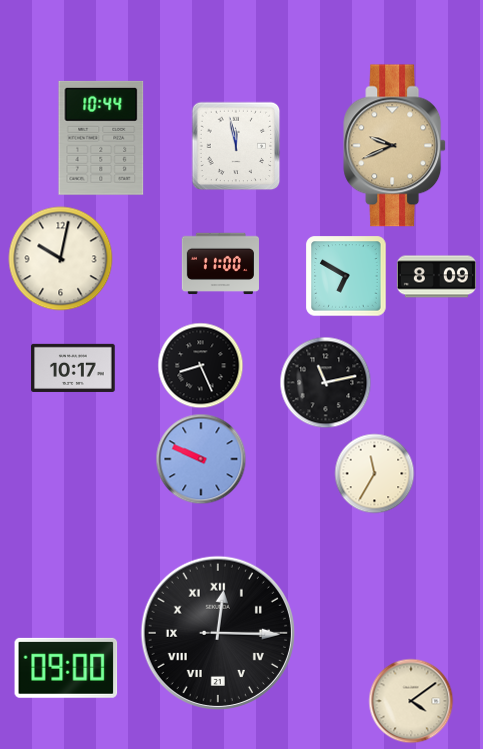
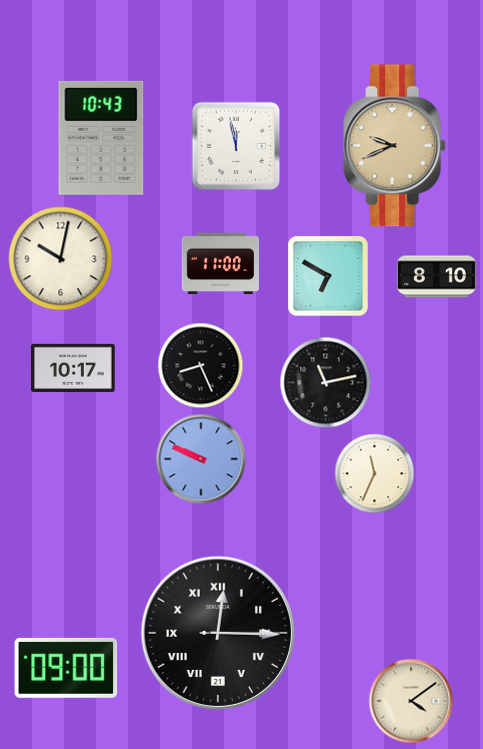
clock at (101, 138): 10:44 -> 10:43
clock at (346, 276) position: (346, 276) -> (328, 276)
clock at (436, 277): 8:09 -> 8:10
clock at (375, 474): 11:35 -> 11:34
